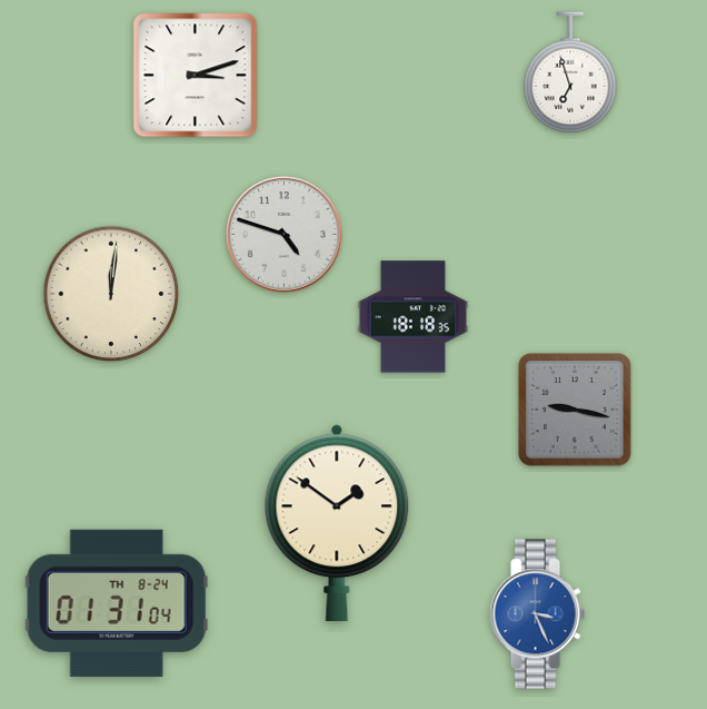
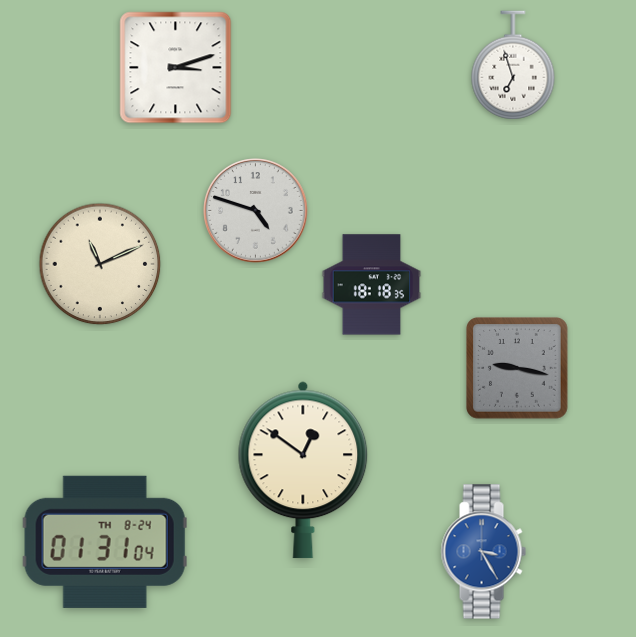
clock at (111, 294): 12:01 -> 11:11
clock at (337, 523): 1:51 -> 12:51
clock at (537, 614): 3:26 -> 3:25
